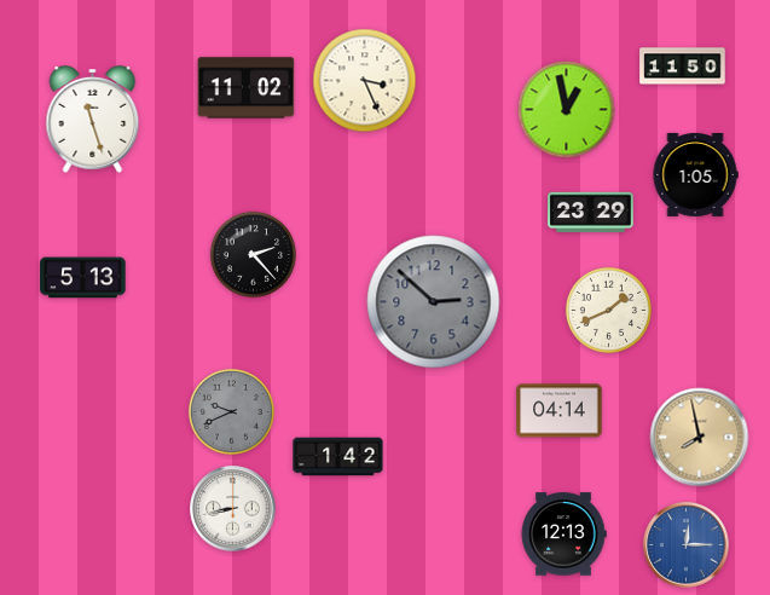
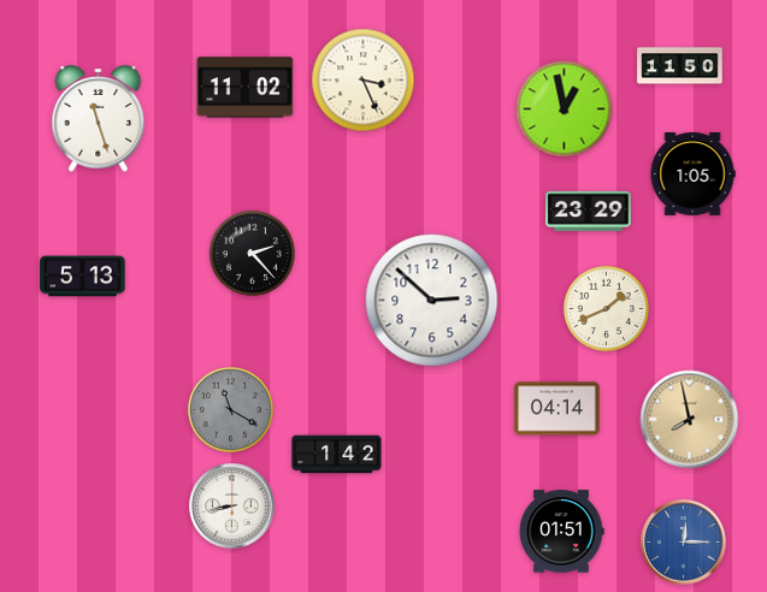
clock at (93, 120) position: (93, 120) -> (99, 119)
clock at (434, 302) dial: grey -> white
clock at (231, 411): 9:41 -> 11:20
clock at (700, 438) position: (700, 438) -> (690, 420)
clock at (563, 535): 12:13 -> 01:51
